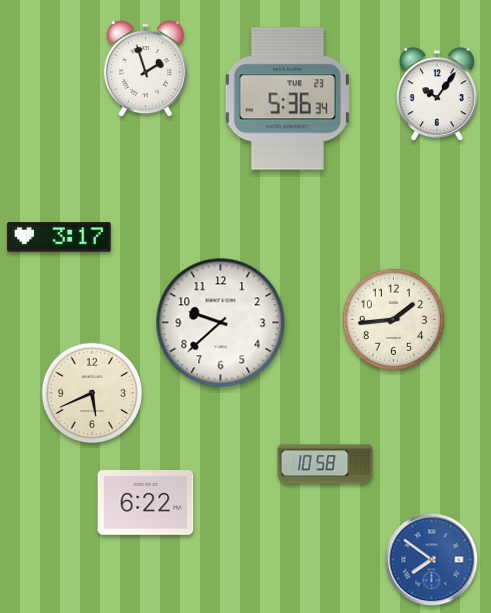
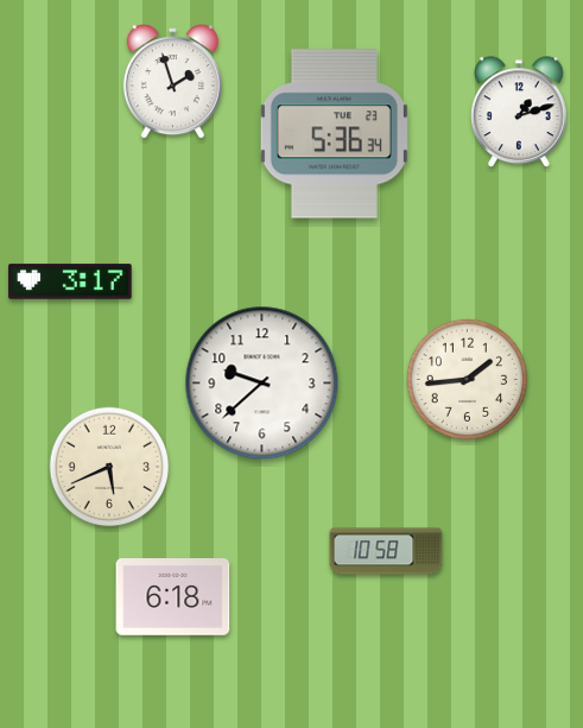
clock at (437, 95): 10:06 -> 1:12
clock at (287, 99) position: (287, 99) -> (334, 134)
clock at (146, 503): 6:22 -> 6:18
clock at (432, 560): 7:51 -> none
